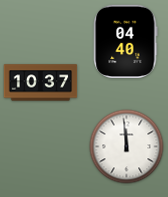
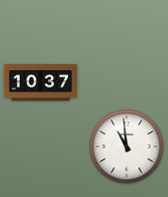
clock at (126, 42): 04:40 -> none
clock at (127, 147): 11:59 -> 10:59
